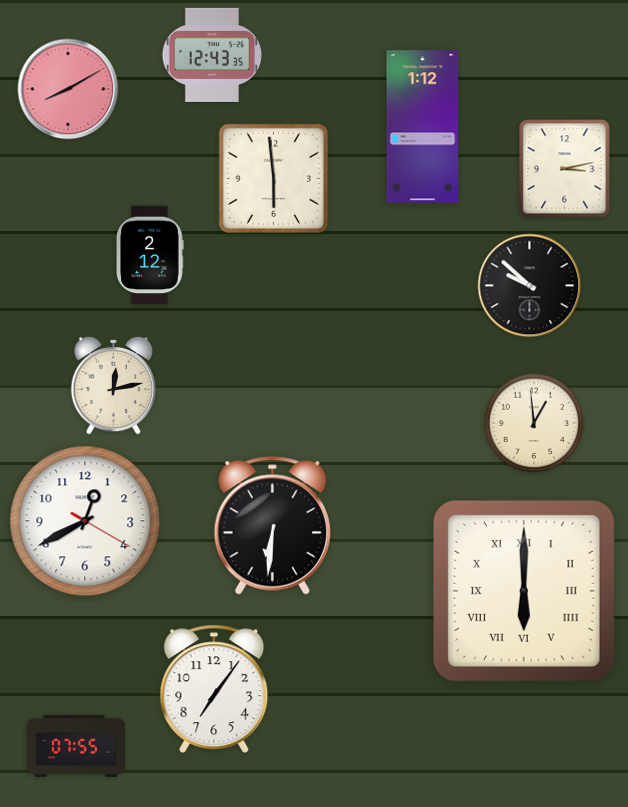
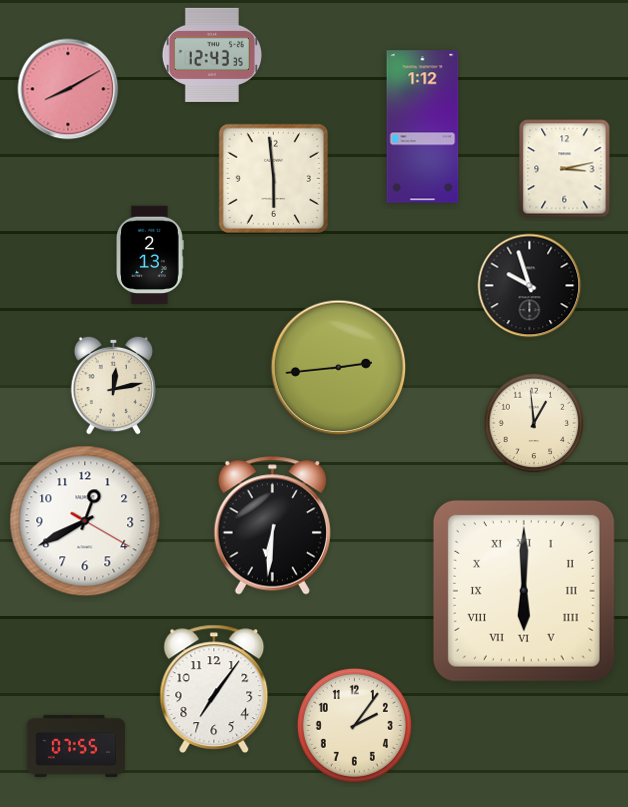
clock at (150, 255): 2:12 -> 2:13
clock at (530, 286): 9:52 -> 9:57
clock at (339, 368): none -> 2:44
clock at (354, 725): none -> 2:06
